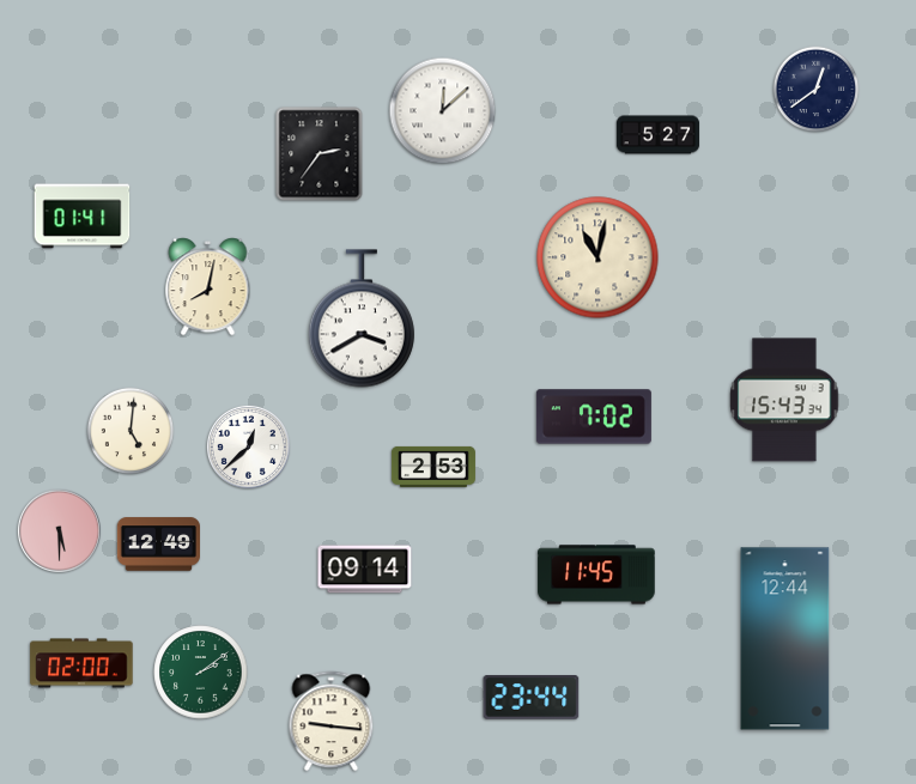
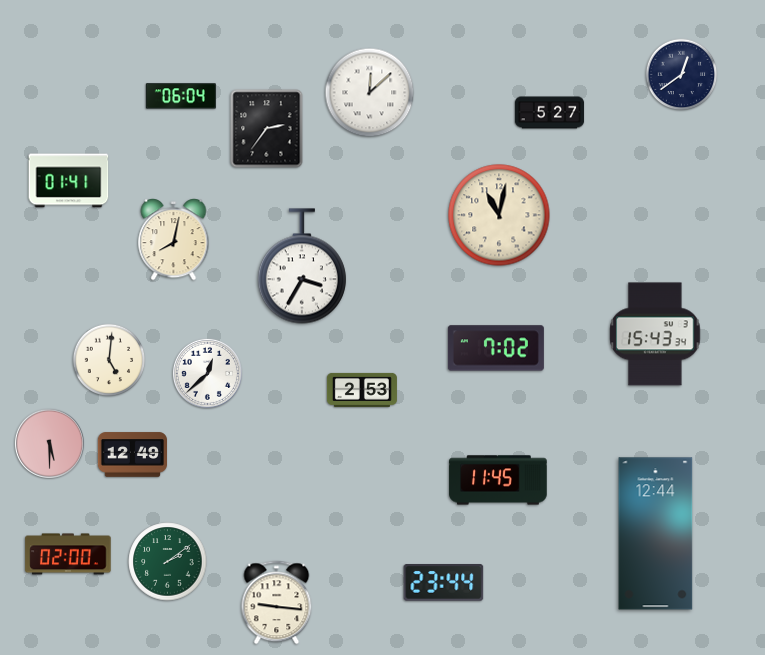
clock at (181, 96): none -> 06:04
clock at (362, 318): 3:40 -> 3:35
clock at (365, 570): 09:14 -> none
